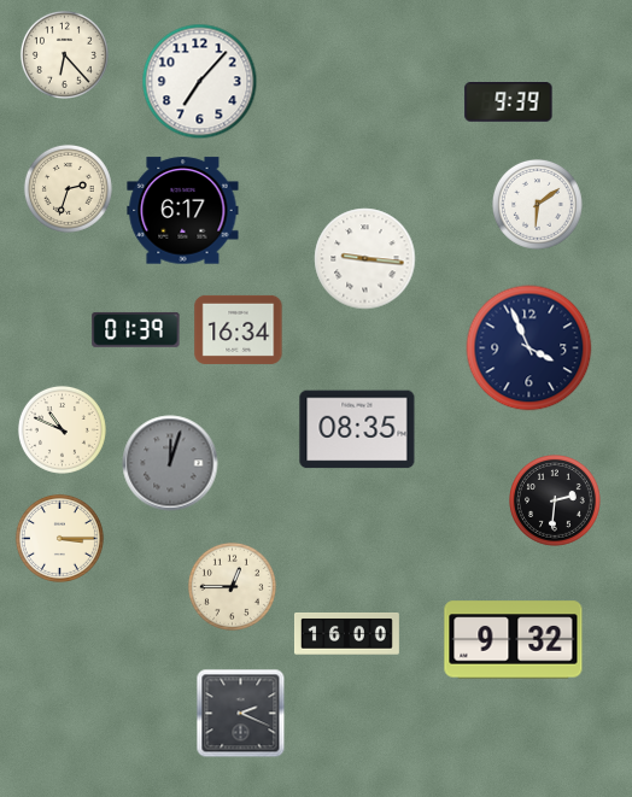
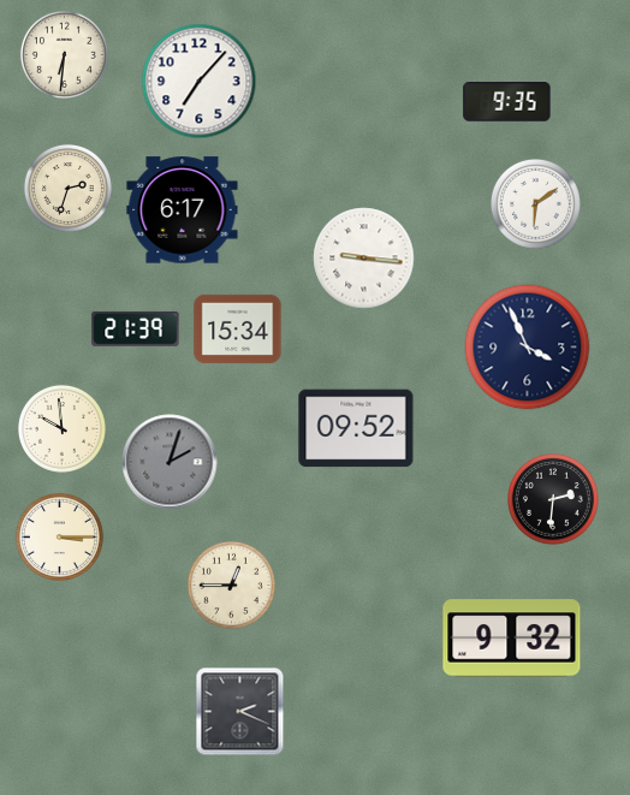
clock at (64, 54): 6:23 -> 6:31
clock at (509, 102): 9:39 -> 9:35
clock at (136, 329): 01:39 -> 21:39
clock at (239, 329): 16:34 -> 15:34
clock at (62, 429): 10:49 -> 9:59
clock at (357, 429): 08:35 -> 09:52
clock at (170, 463): 12:03 -> 2:03
clock at (346, 634): 16:00 -> none
